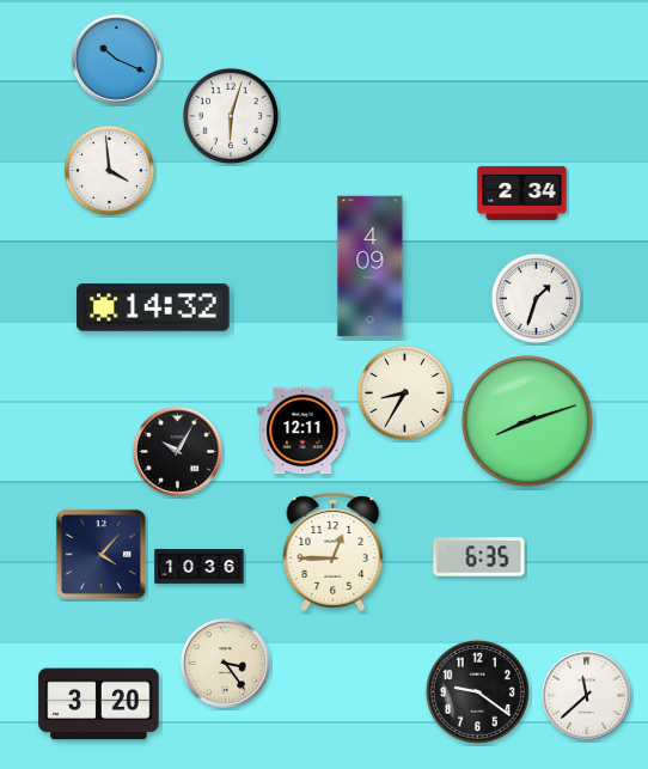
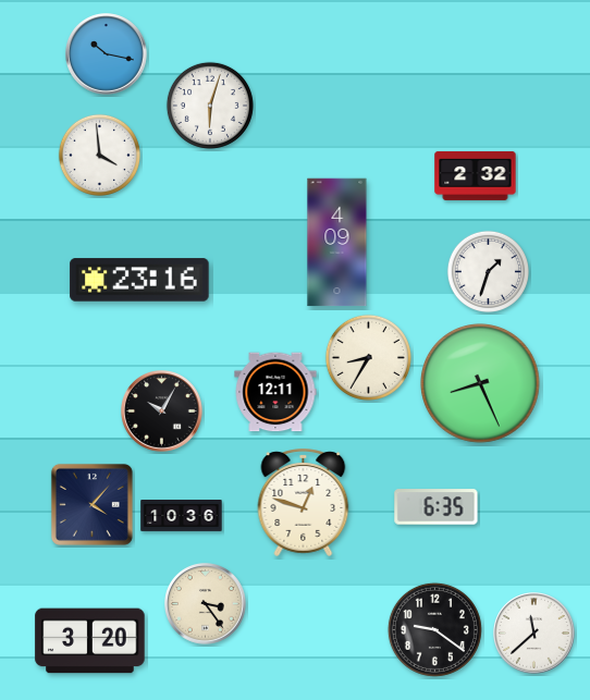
clock at (117, 60): 10:19 -> 10:17
clock at (522, 193): 2:34 -> 2:32
clock at (153, 307): 14:32 -> 23:16
clock at (527, 421): 8:12 -> 8:26
clock at (334, 551): 12:45 -> 12:48
